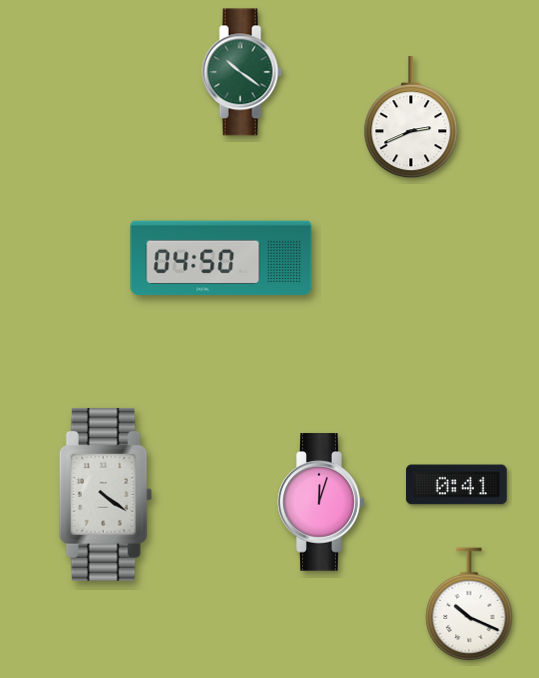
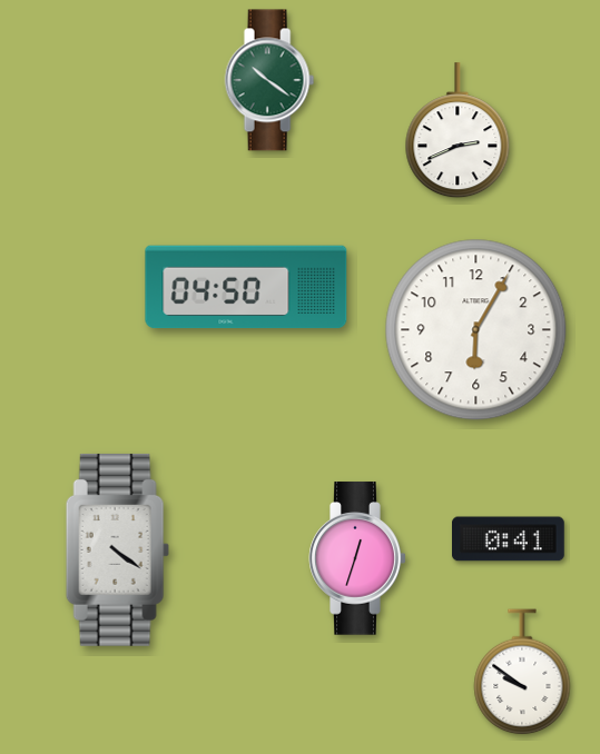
clock at (476, 330): none -> 6:05
clock at (321, 502): 12:03 -> 12:33
clock at (469, 605): 10:19 -> 9:51
